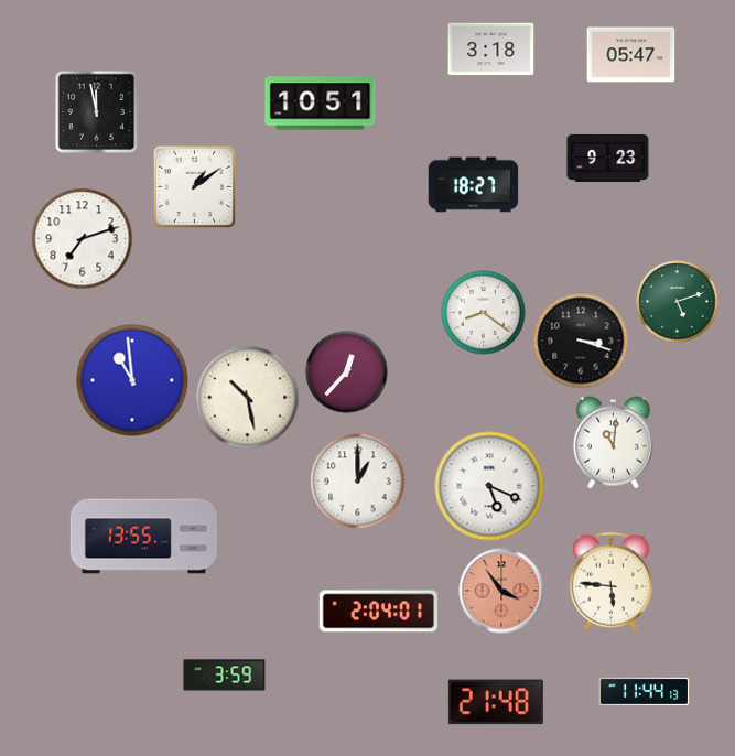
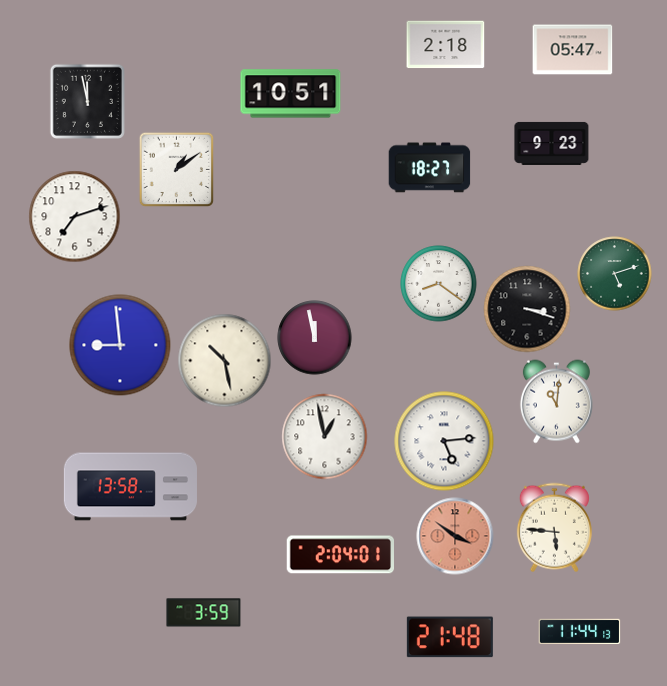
clock at (491, 50): 3:18 -> 2:18
clock at (347, 372): 12:37 -> 11:58
clock at (132, 380): 10:59 -> 8:59
clock at (358, 482): 1:00 -> 12:58
clock at (489, 486): 5:19 -> 5:14
clock at (143, 537): 13:55 -> 13:58
clock at (501, 591): 3:54 -> 3:51
clock at (378, 612) position: (378, 612) -> (340, 555)
clock at (645, 691) position: (645, 691) -> (580, 631)
